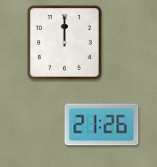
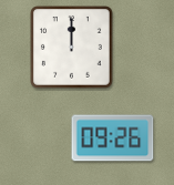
clock at (102, 125): 21:26 -> 09:26
